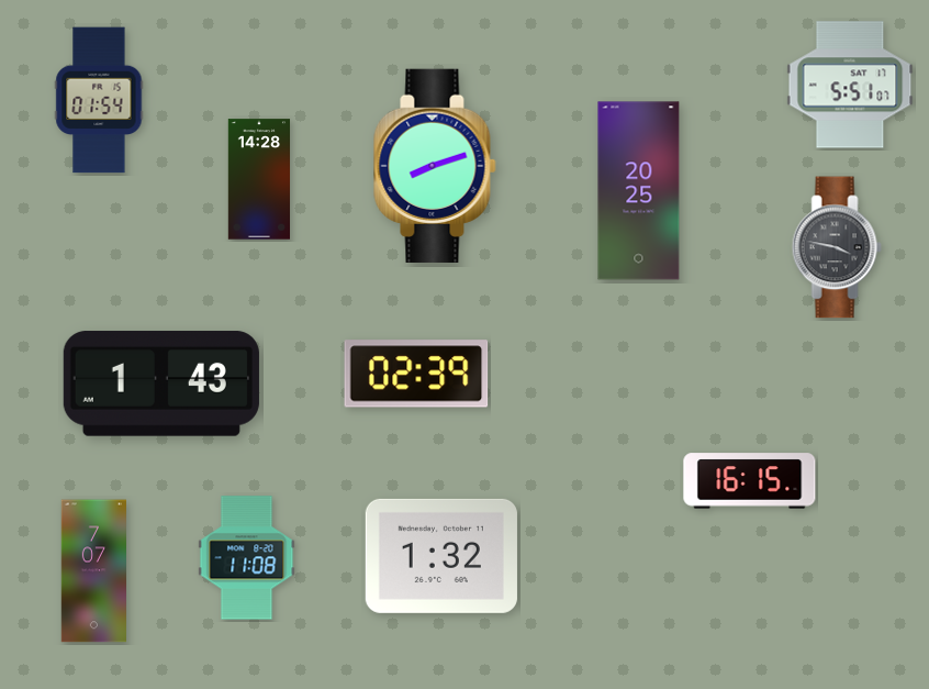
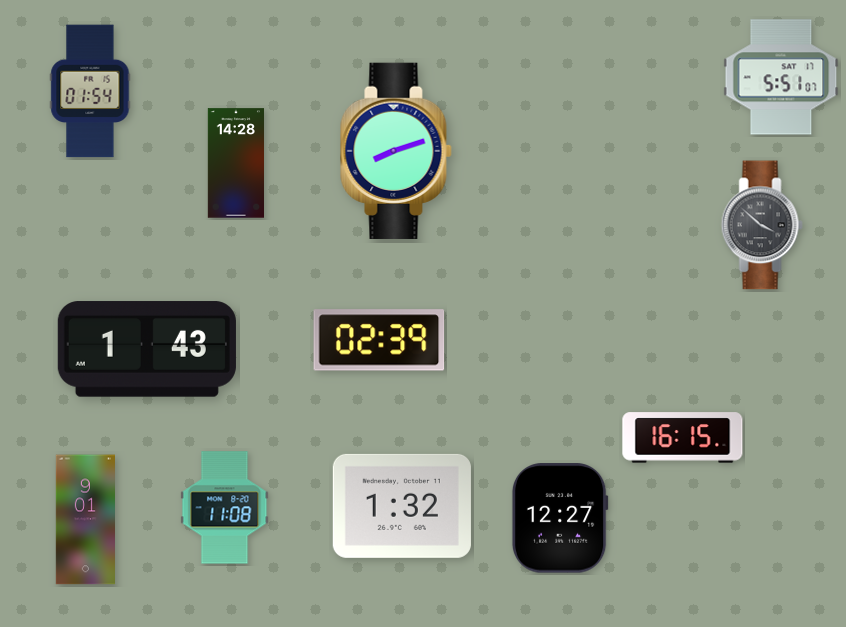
clock at (850, 85) position: (850, 85) -> (781, 77)
clock at (639, 191): 20:25 -> none
clock at (837, 247): 3:47 -> 3:52
clock at (560, 518): none -> 12:27
clock at (93, 571): 7:07 -> 9:01
